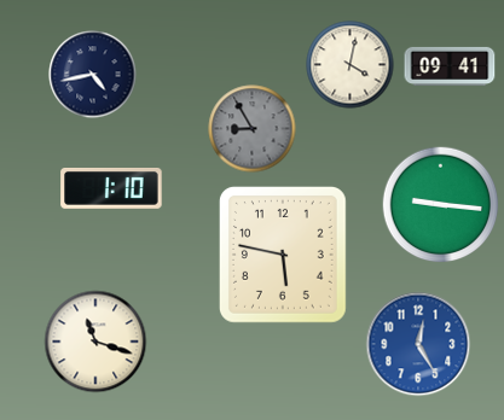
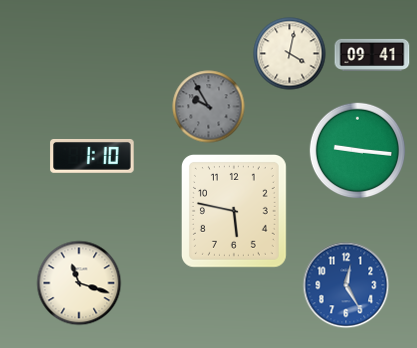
clock at (93, 75): 4:43 -> none
clock at (253, 129): 8:55 -> 9:55
clock at (441, 205) position: (441, 205) -> (358, 151)
